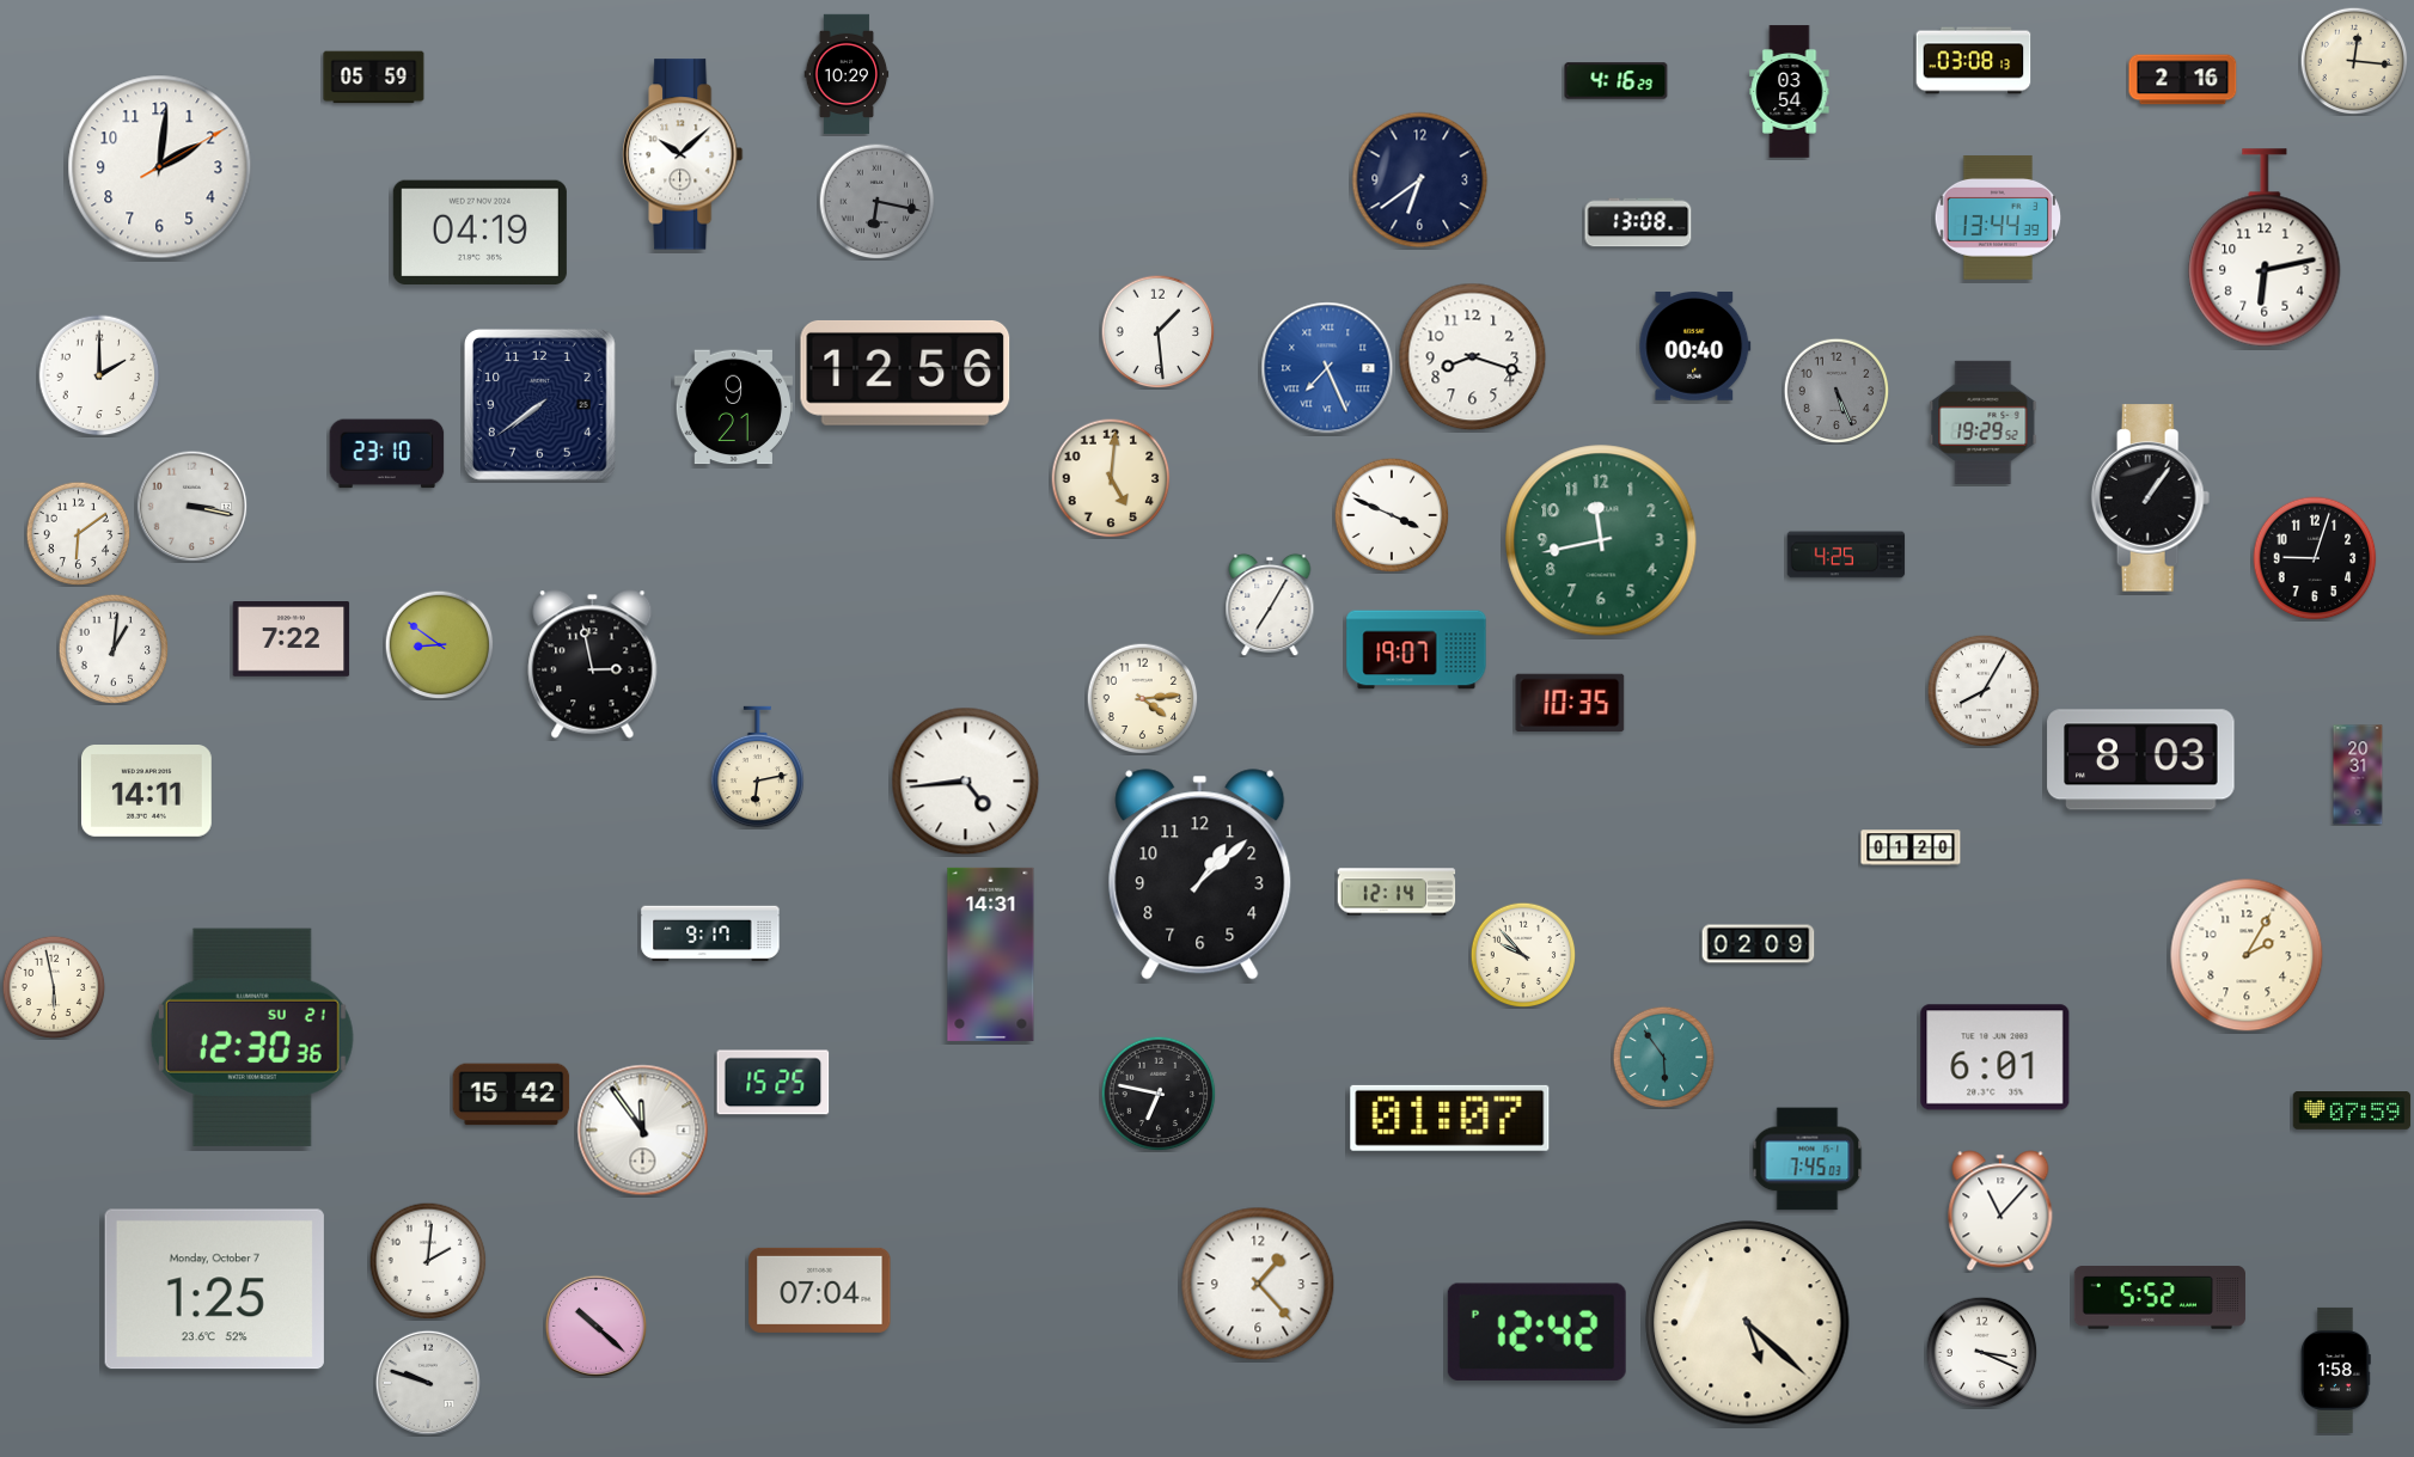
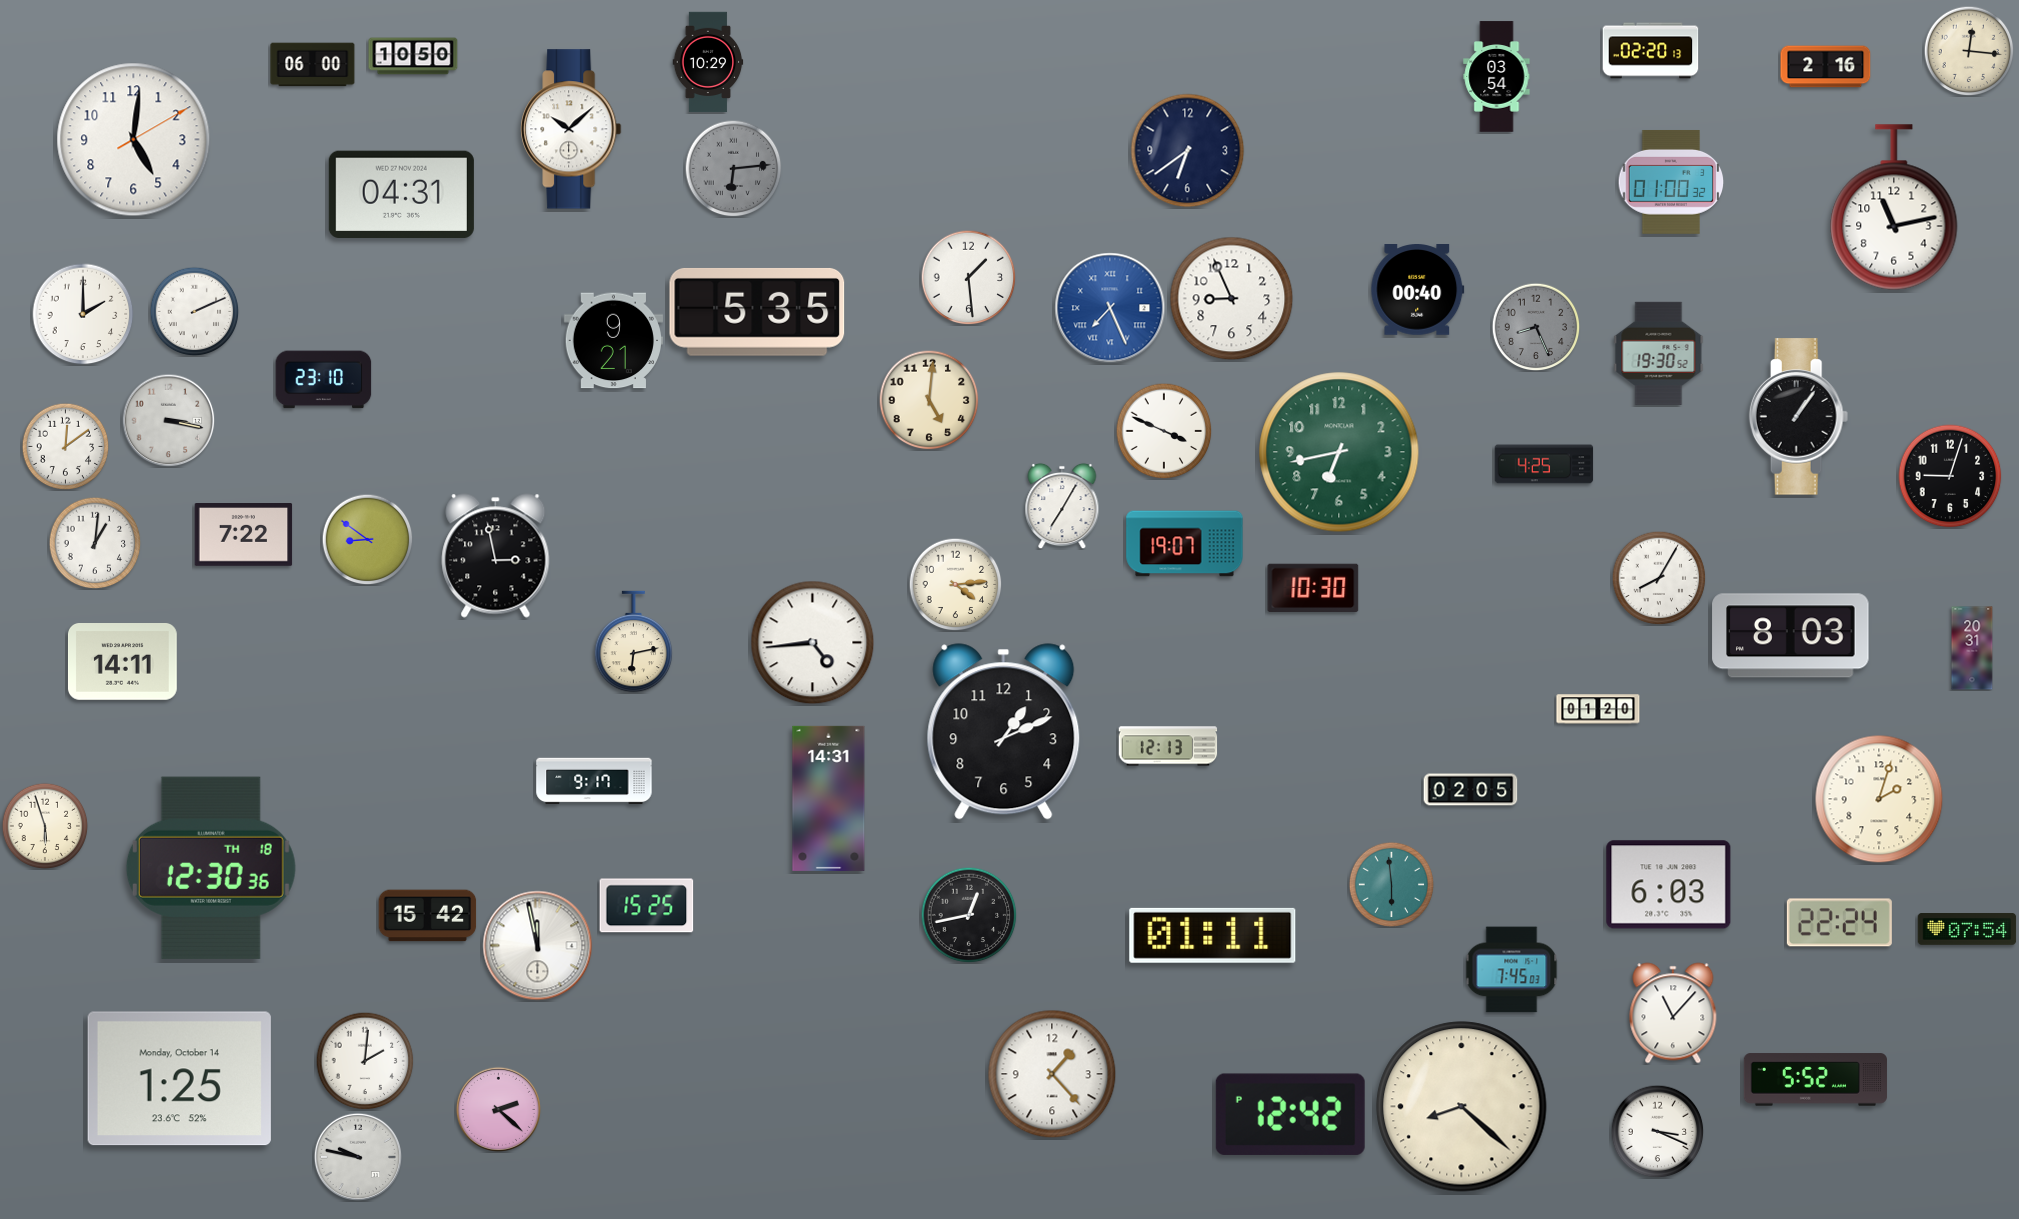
clock at (1974, 61): 03:08 -> 02:20
clock at (413, 56): none -> 10:50
clock at (374, 78): 05:59 -> 06:00
clock at (1617, 81): 4:16 -> none
clock at (160, 167): 2:01 -> 5:01
clock at (876, 201): 6:17 -> 6:14
clock at (1998, 218): 13:44 -> 01:00
clock at (1638, 222): 13:08 -> none
clock at (479, 232): 04:19 -> 04:31
clock at (2265, 247): 6:13 -> 11:13
clock at (1473, 357): 8:18 -> 8:56
clock at (194, 311): none -> 2:11
clock at (905, 373): 12:56 -> 5:35
clock at (1837, 391): 5:26 -> 8:26
clock at (539, 404): 7:39 -> none
clock at (1984, 422): 19:29 -> 19:30
clock at (191, 506) position: (191, 506) -> (168, 420)
clock at (78, 533): 6:09 -> 12:09
clock at (1601, 540): 11:43 -> 6:43
clock at (2315, 558) position: (2315, 558) -> (1950, 476)
clock at (1570, 703): 10:35 -> 10:30
clock at (966, 782) position: (966, 782) -> (813, 643)
clock at (1200, 875): 1:08 -> 1:11
clock at (1397, 892): 12:14 -> 12:13
clock at (1759, 944): 02:09 -> 02:05
clock at (1523, 955): 9:53 -> none
clock at (2247, 955): 2:05 -> 2:03
clock at (54, 987): 5:58 -> 5:57
clock at (252, 1037) date: SU 21 -> TH 18
clock at (1663, 1057): 5:54 -> 5:59
clock at (1996, 1058): 6:01 -> 6:03
clock at (1159, 1094): 6:47 -> 12:43
clock at (1839, 923): none -> 22:24
clock at (2352, 1112): 07:59 -> 07:54
clock at (1450, 1118): 01:07 -> 01:11
clock at (643, 1131): 11:54 -> 11:58
clock at (428, 1261) position: (428, 1261) -> (365, 1061)
clock at (214, 1290) date: Monday, October 7 -> Monday, October 14
clock at (820, 1290): 07:04 -> none
clock at (2159, 1298) position: (2159, 1298) -> (1815, 1080)
clock at (1748, 1323): 5:22 -> 8:22
clock at (595, 1326): 10:22 -> 2:22
clock at (1536, 1331) position: (1536, 1331) -> (1290, 1114)
clock at (2335, 1370): 1:58 -> none
clock at (427, 1382): 9:48 -> 9:47
